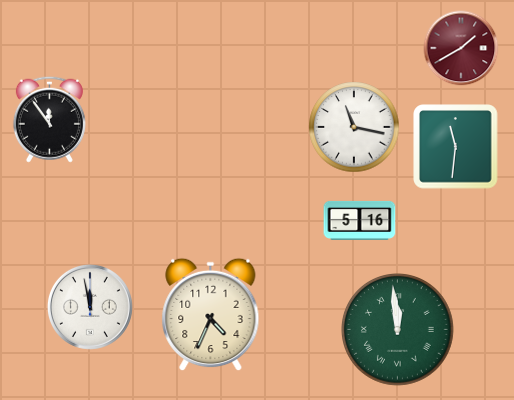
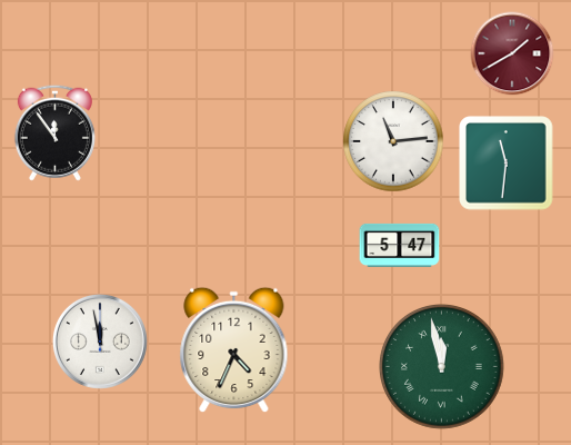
clock at (354, 127): 11:17 -> 11:14
clock at (360, 220): 5:16 -> 5:47
clock at (398, 330): 11:59 -> 11:58
